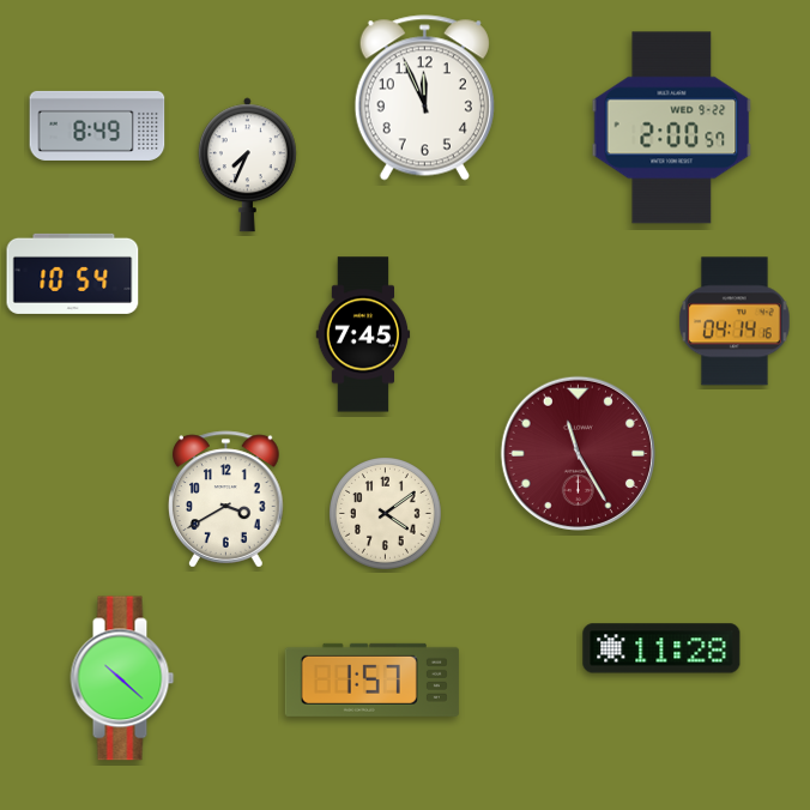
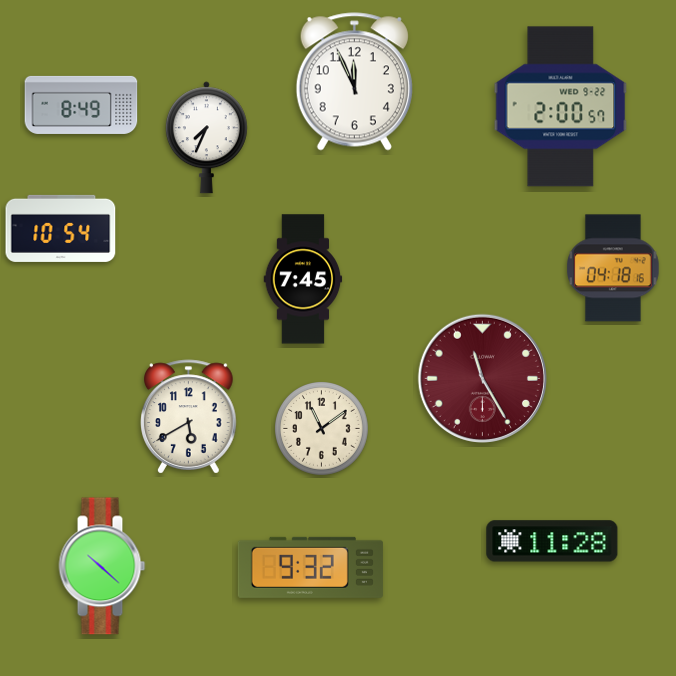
clock at (736, 321): 04:14 -> 04:18
clock at (226, 500): 3:40 -> 5:40
clock at (386, 514): 4:09 -> 11:09
clock at (371, 679): 1:57 -> 9:32
